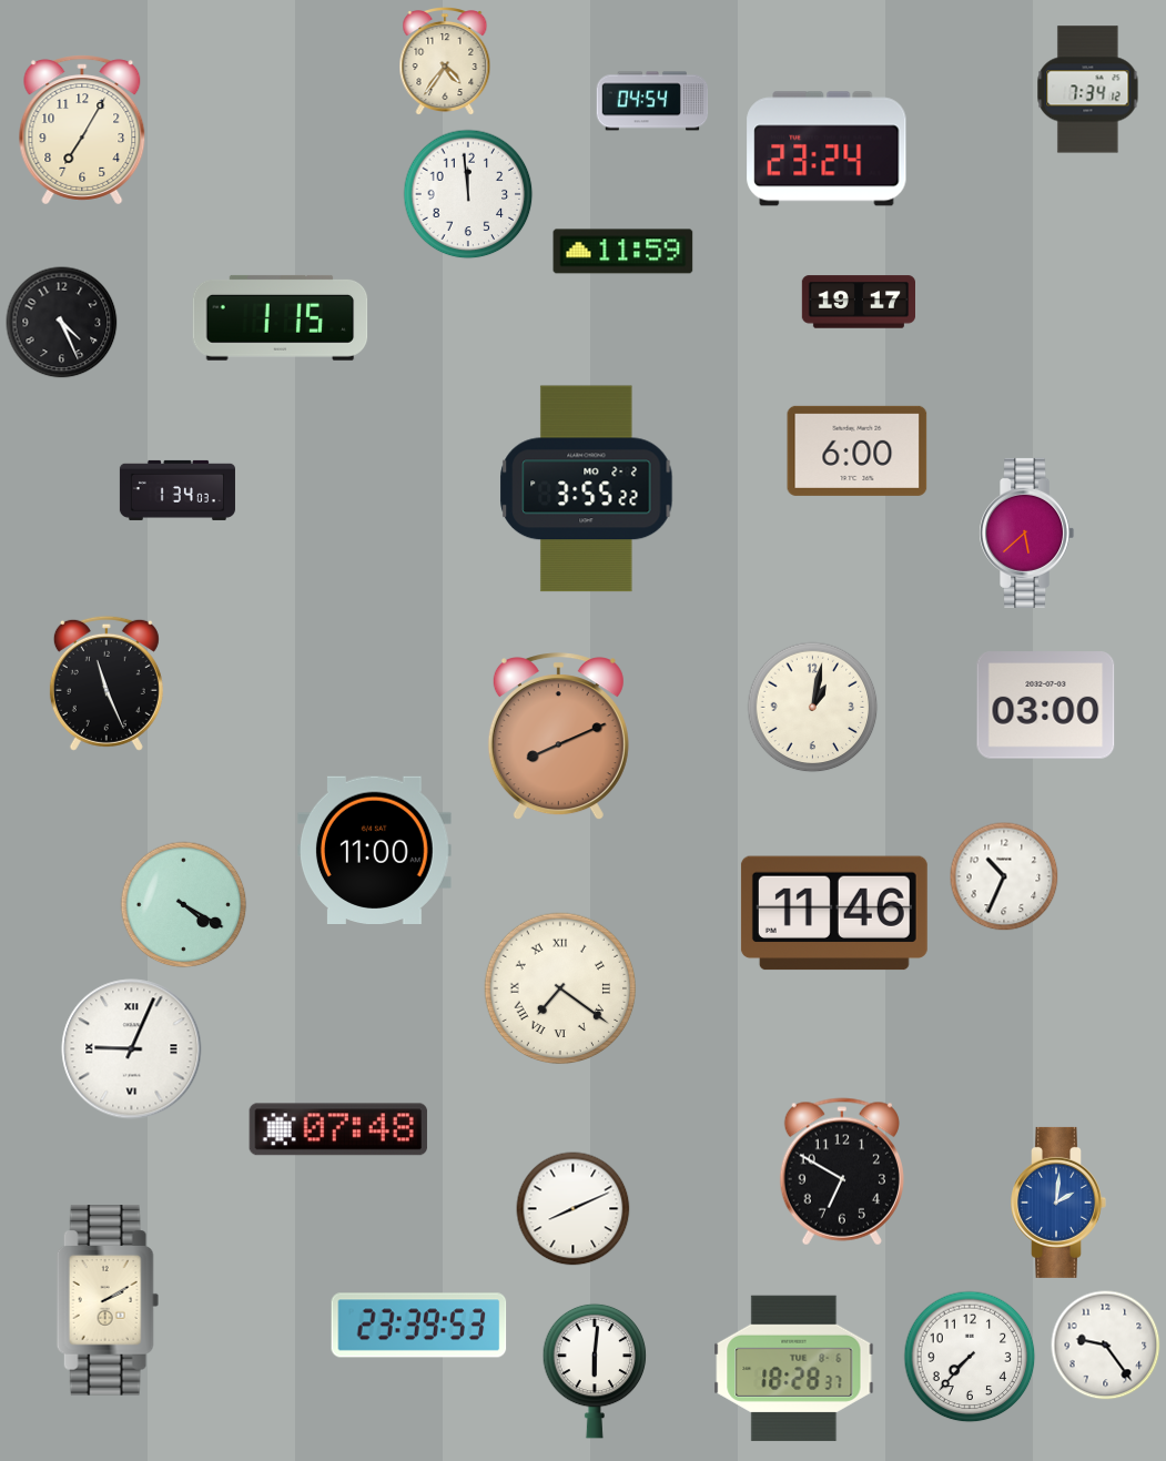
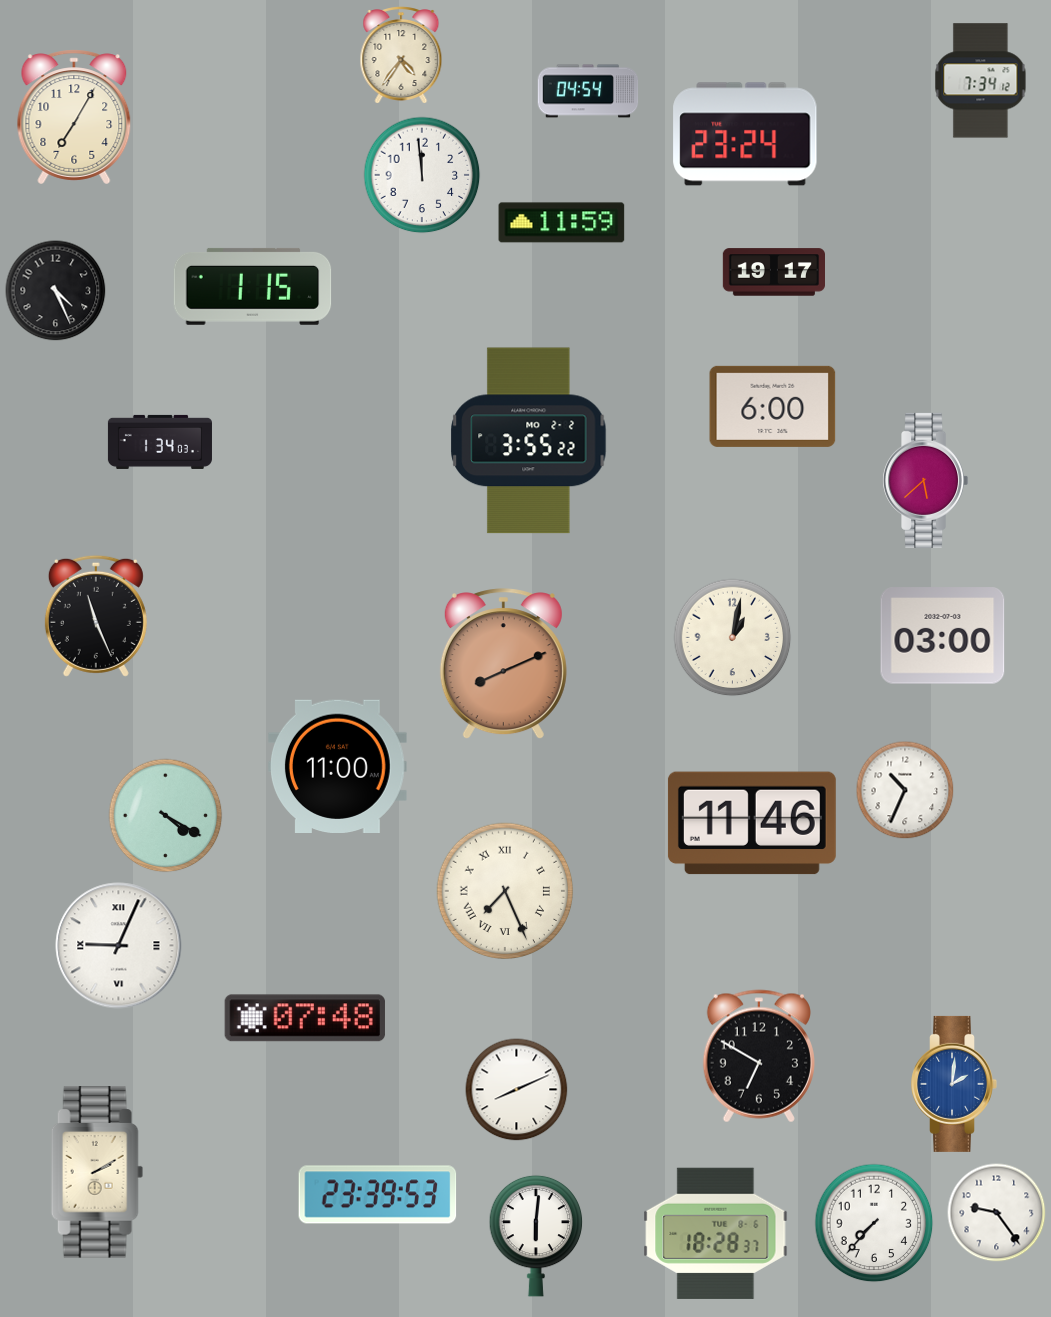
clock at (623, 252) position: (623, 252) -> (562, 223)
clock at (560, 988): 7:21 -> 7:26
